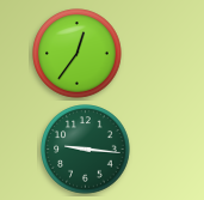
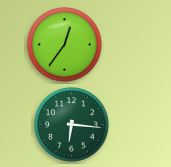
clock at (86, 150): 9:16 -> 6:16
